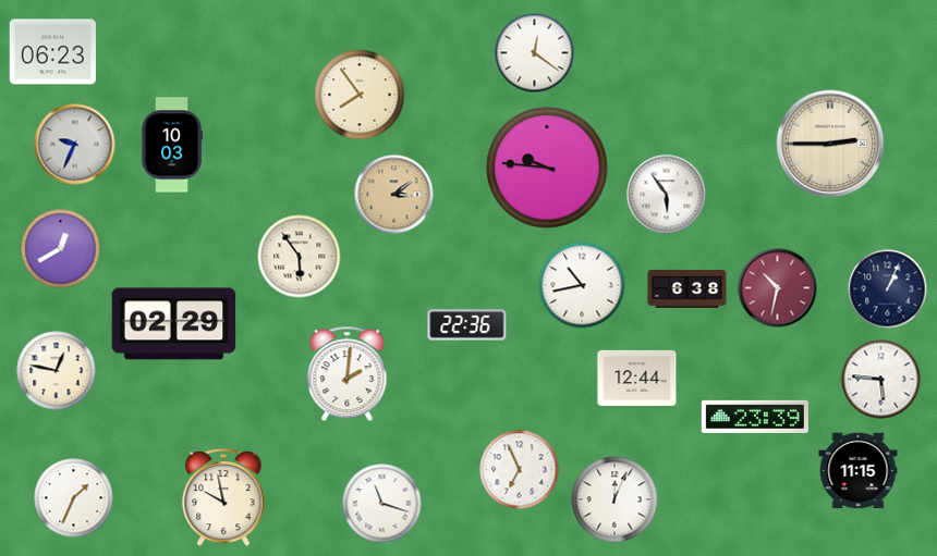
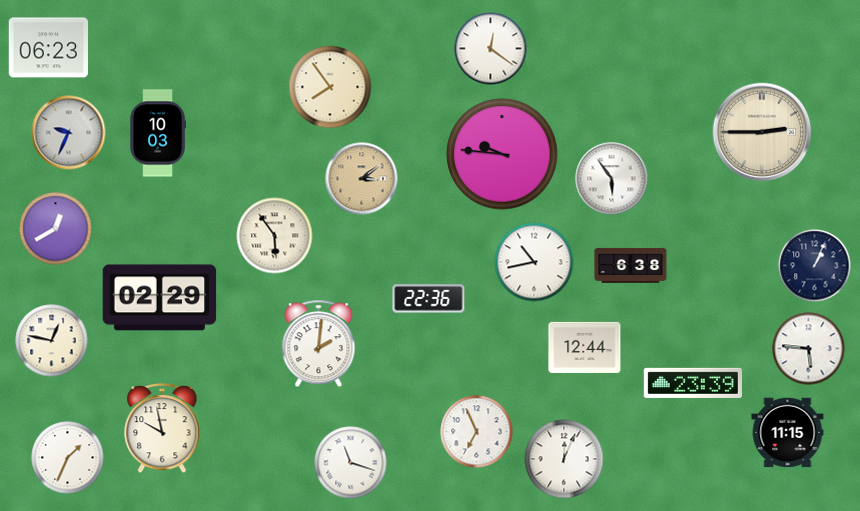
clock at (778, 288): 10:32 -> none
clock at (223, 497) position: (223, 497) -> (162, 428)
